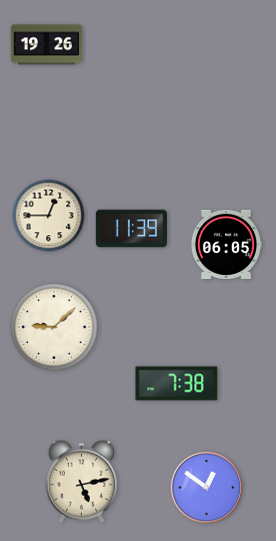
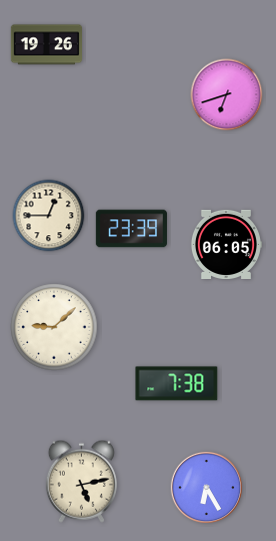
clock at (227, 95): none -> 6:42
clock at (131, 229): 11:39 -> 23:39
clock at (206, 487): 12:51 -> 6:25
